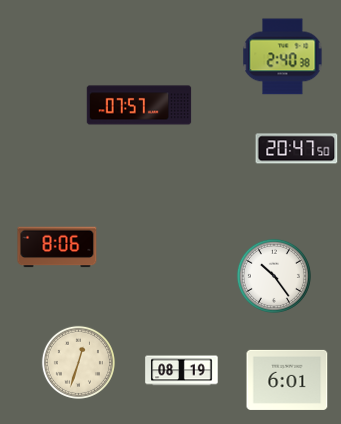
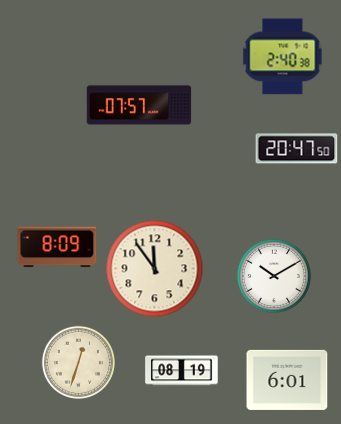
clock at (57, 247): 8:06 -> 8:09
clock at (155, 269): none -> 11:54
clock at (274, 276): 10:24 -> 10:10
